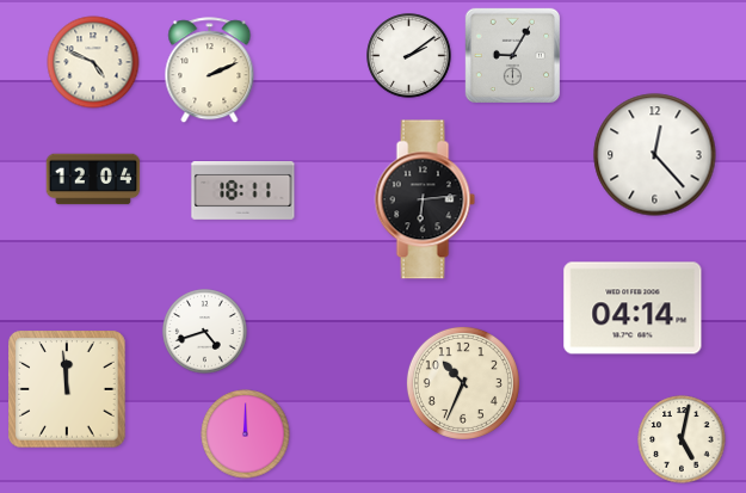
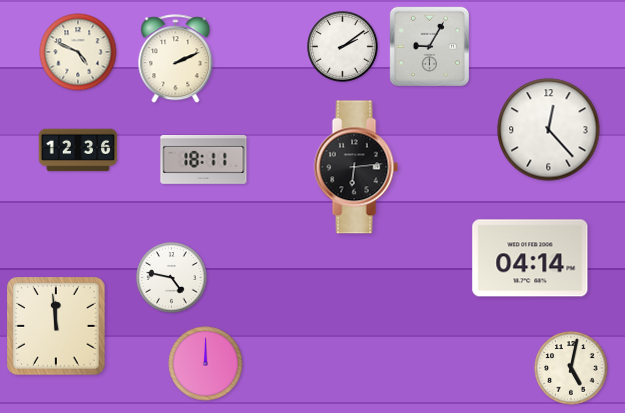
clock at (93, 179): 12:04 -> 12:36
clock at (205, 332): 4:42 -> 4:47
clock at (463, 383): 10:34 -> none
